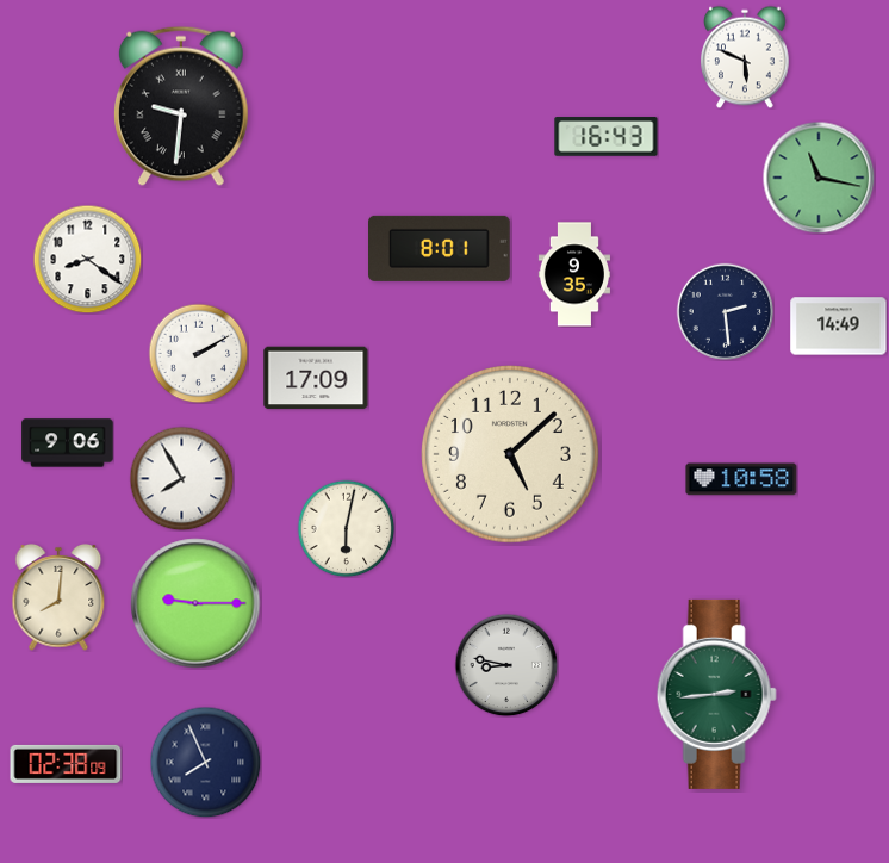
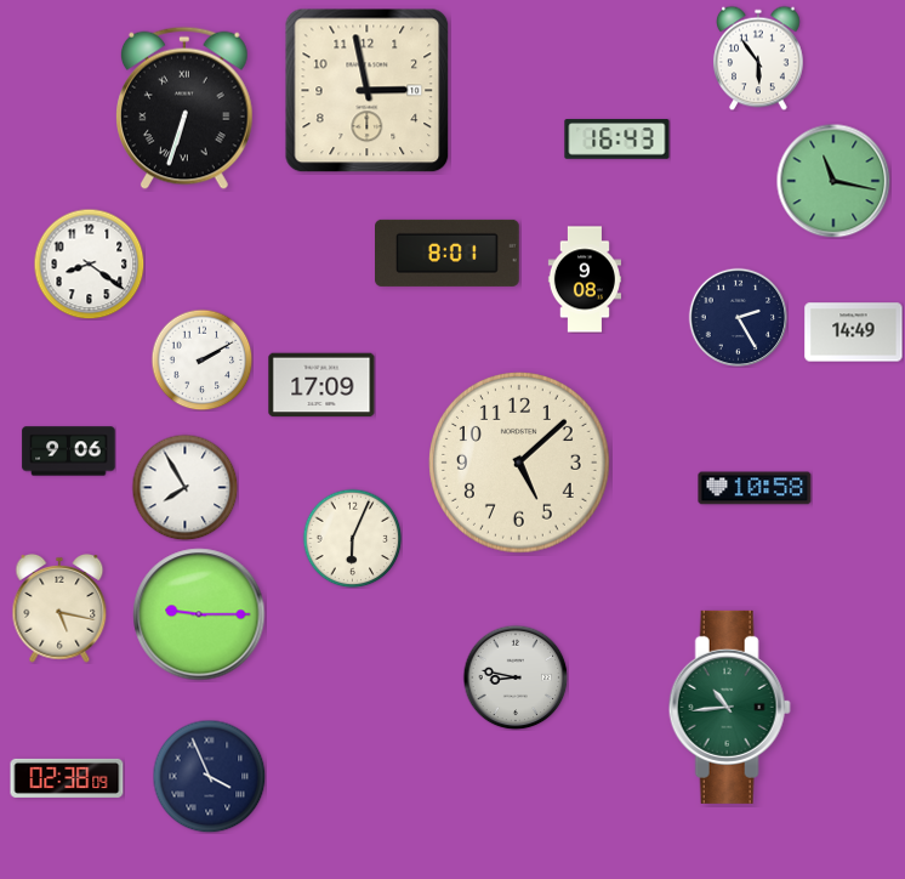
clock at (745, 57): 5:49 -> 5:54
clock at (368, 91): none -> 2:58
clock at (182, 106): 9:31 -> 6:33
clock at (573, 274): 9:35 -> 9:08
clock at (725, 311): 2:29 -> 2:25
clock at (346, 528): 6:02 -> 6:04
clock at (58, 598): 8:01 -> 5:17
clock at (716, 694): 2:44 -> 10:44
clock at (205, 762): 7:56 -> 3:56
